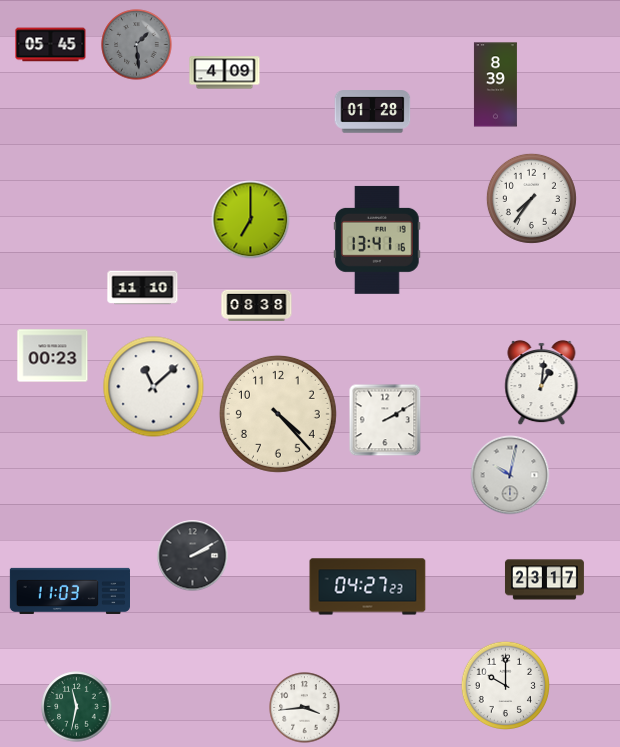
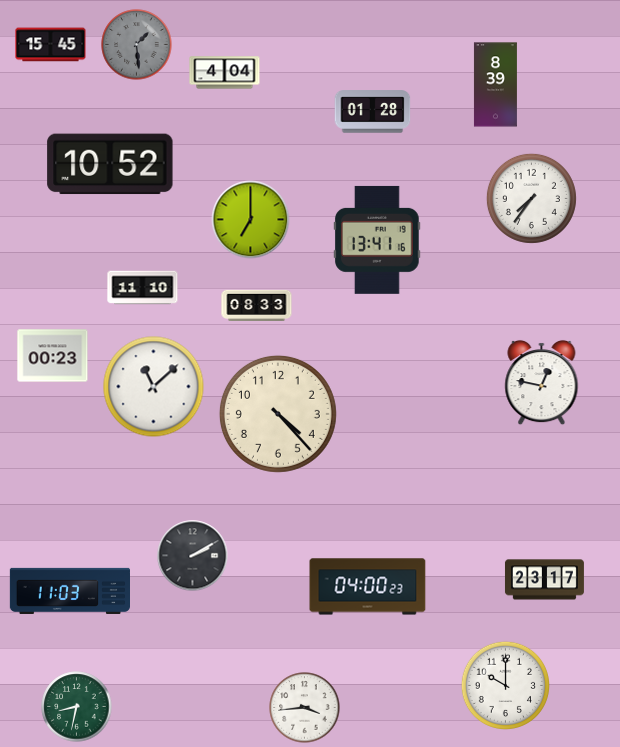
clock at (51, 45): 05:45 -> 15:45
clock at (225, 73): 4:09 -> 4:04
clock at (110, 164): none -> 10:52
clock at (257, 305): 08:38 -> 08:33
clock at (542, 383): 1:01 -> 12:47
clock at (385, 420): 2:10 -> none
clock at (510, 475): 10:02 -> none
clock at (368, 587): 04:27 -> 04:00
clock at (77, 707): 11:32 -> 8:32
